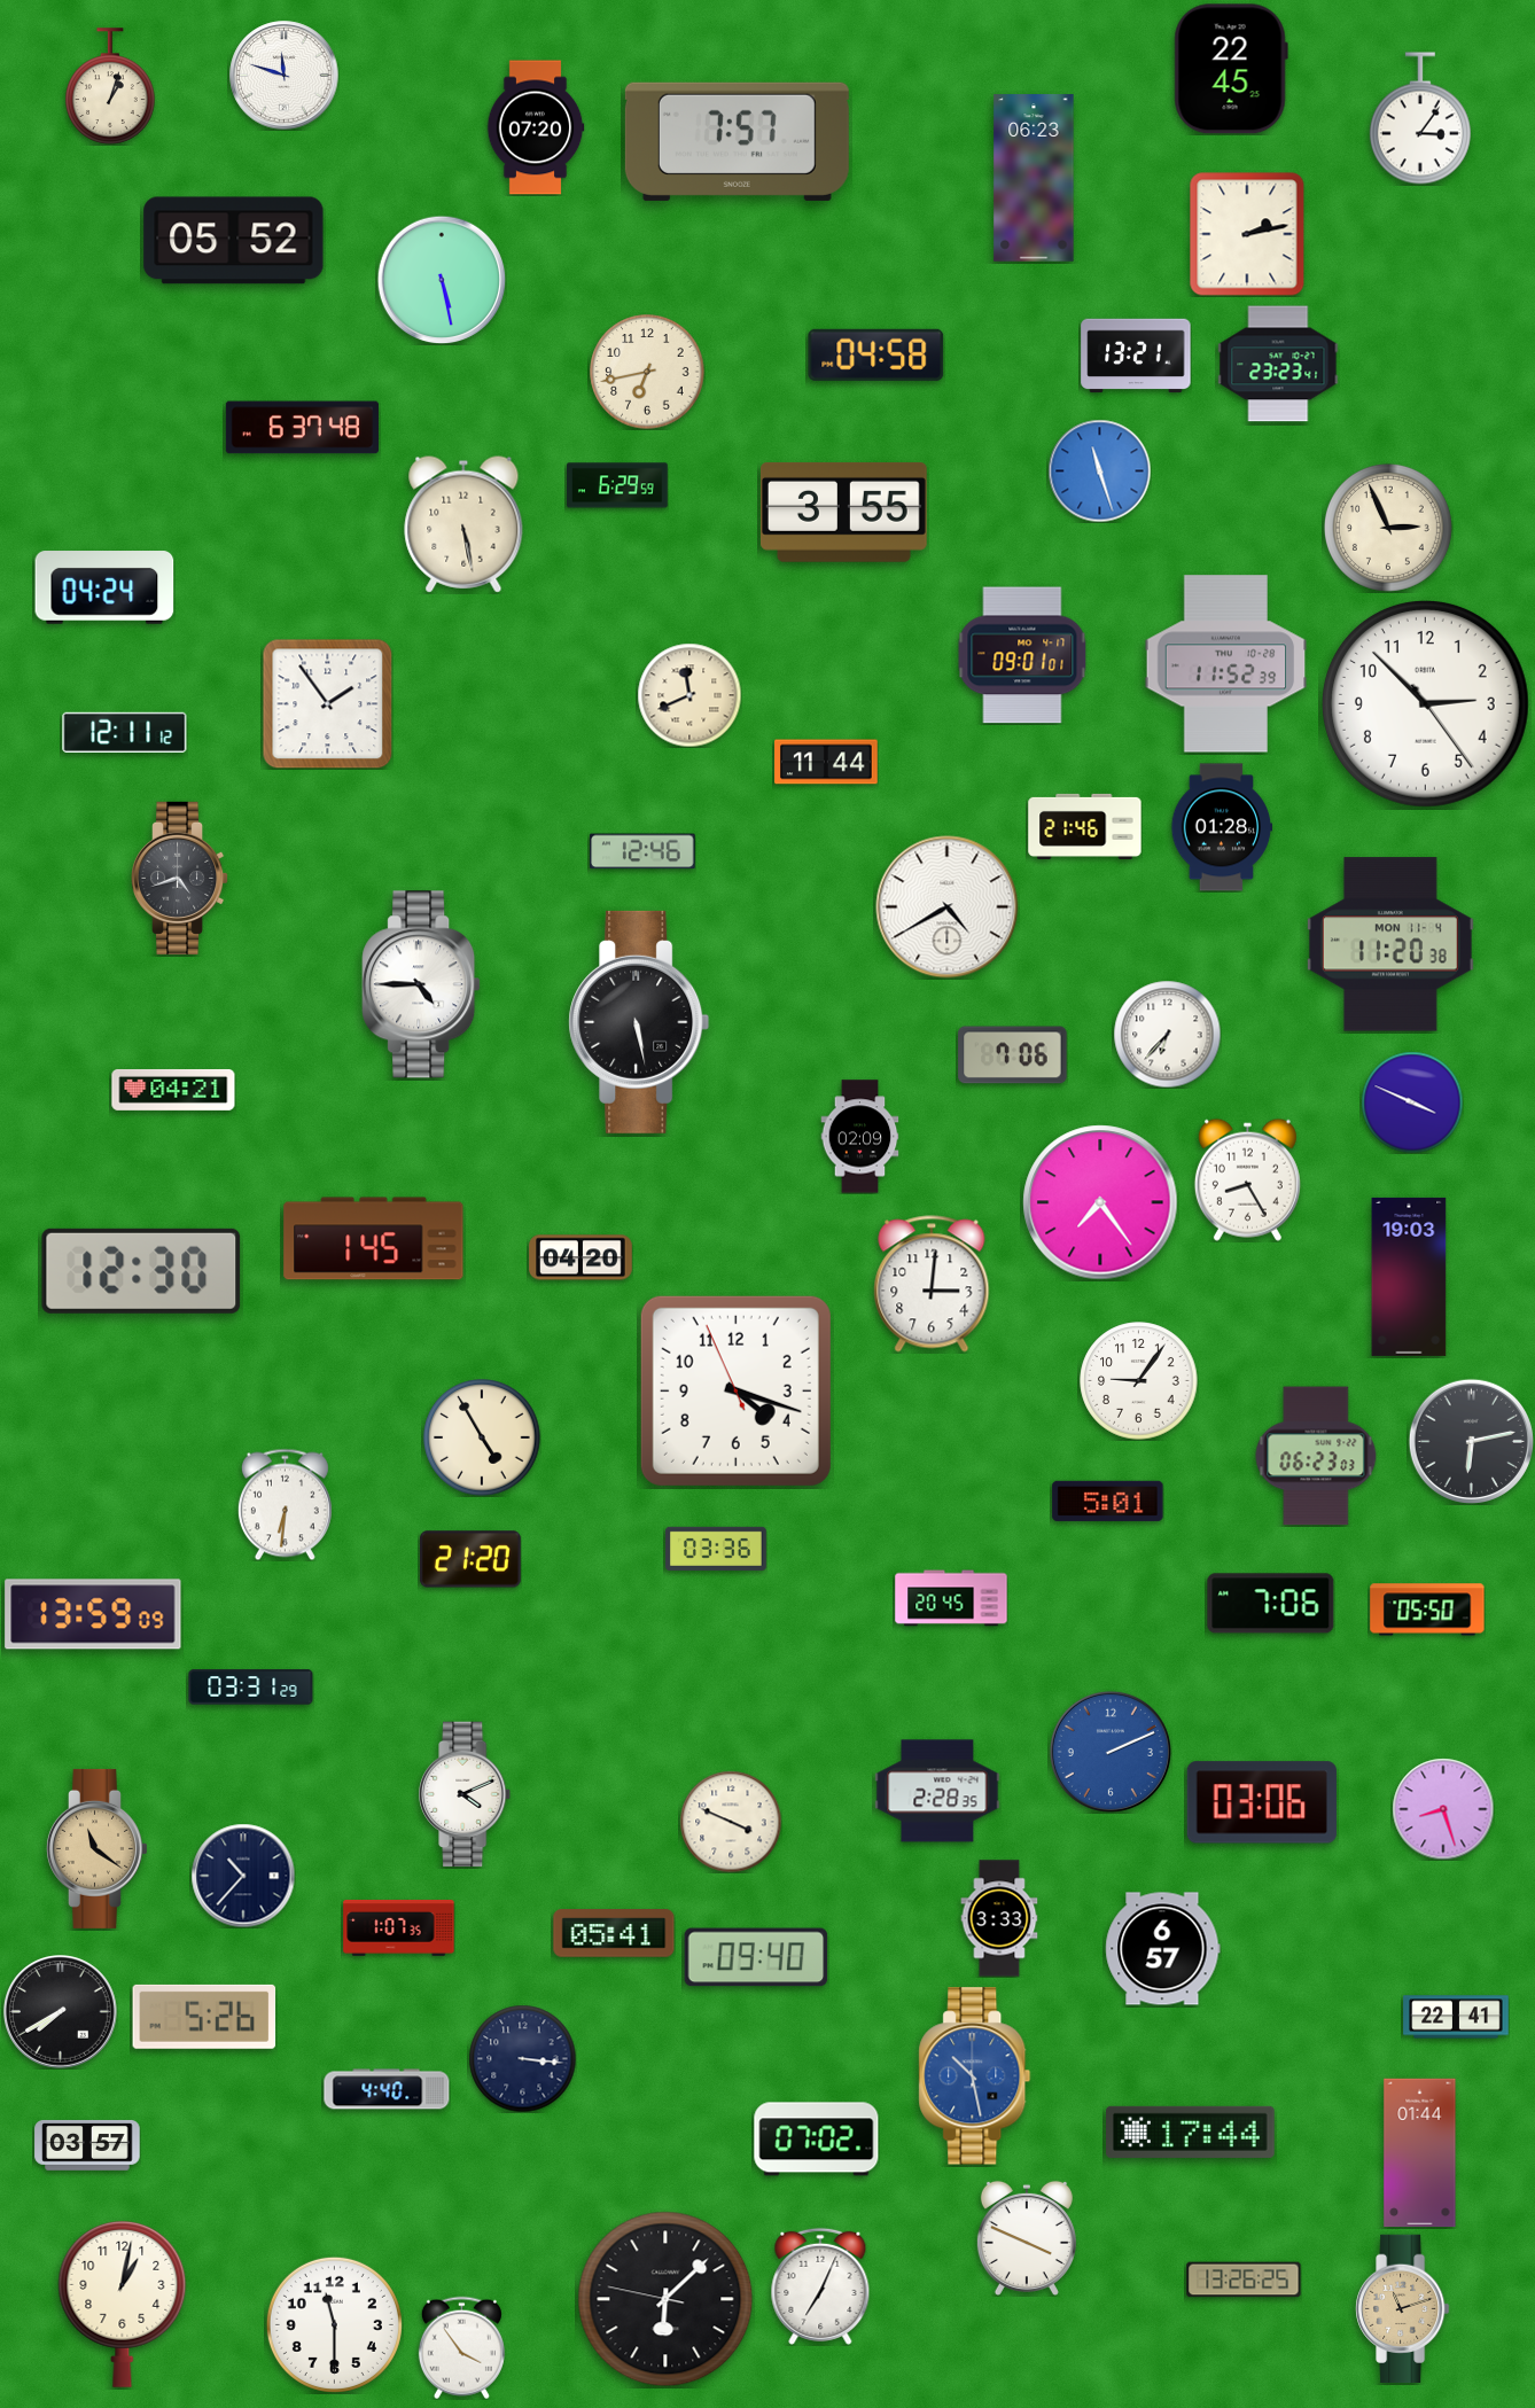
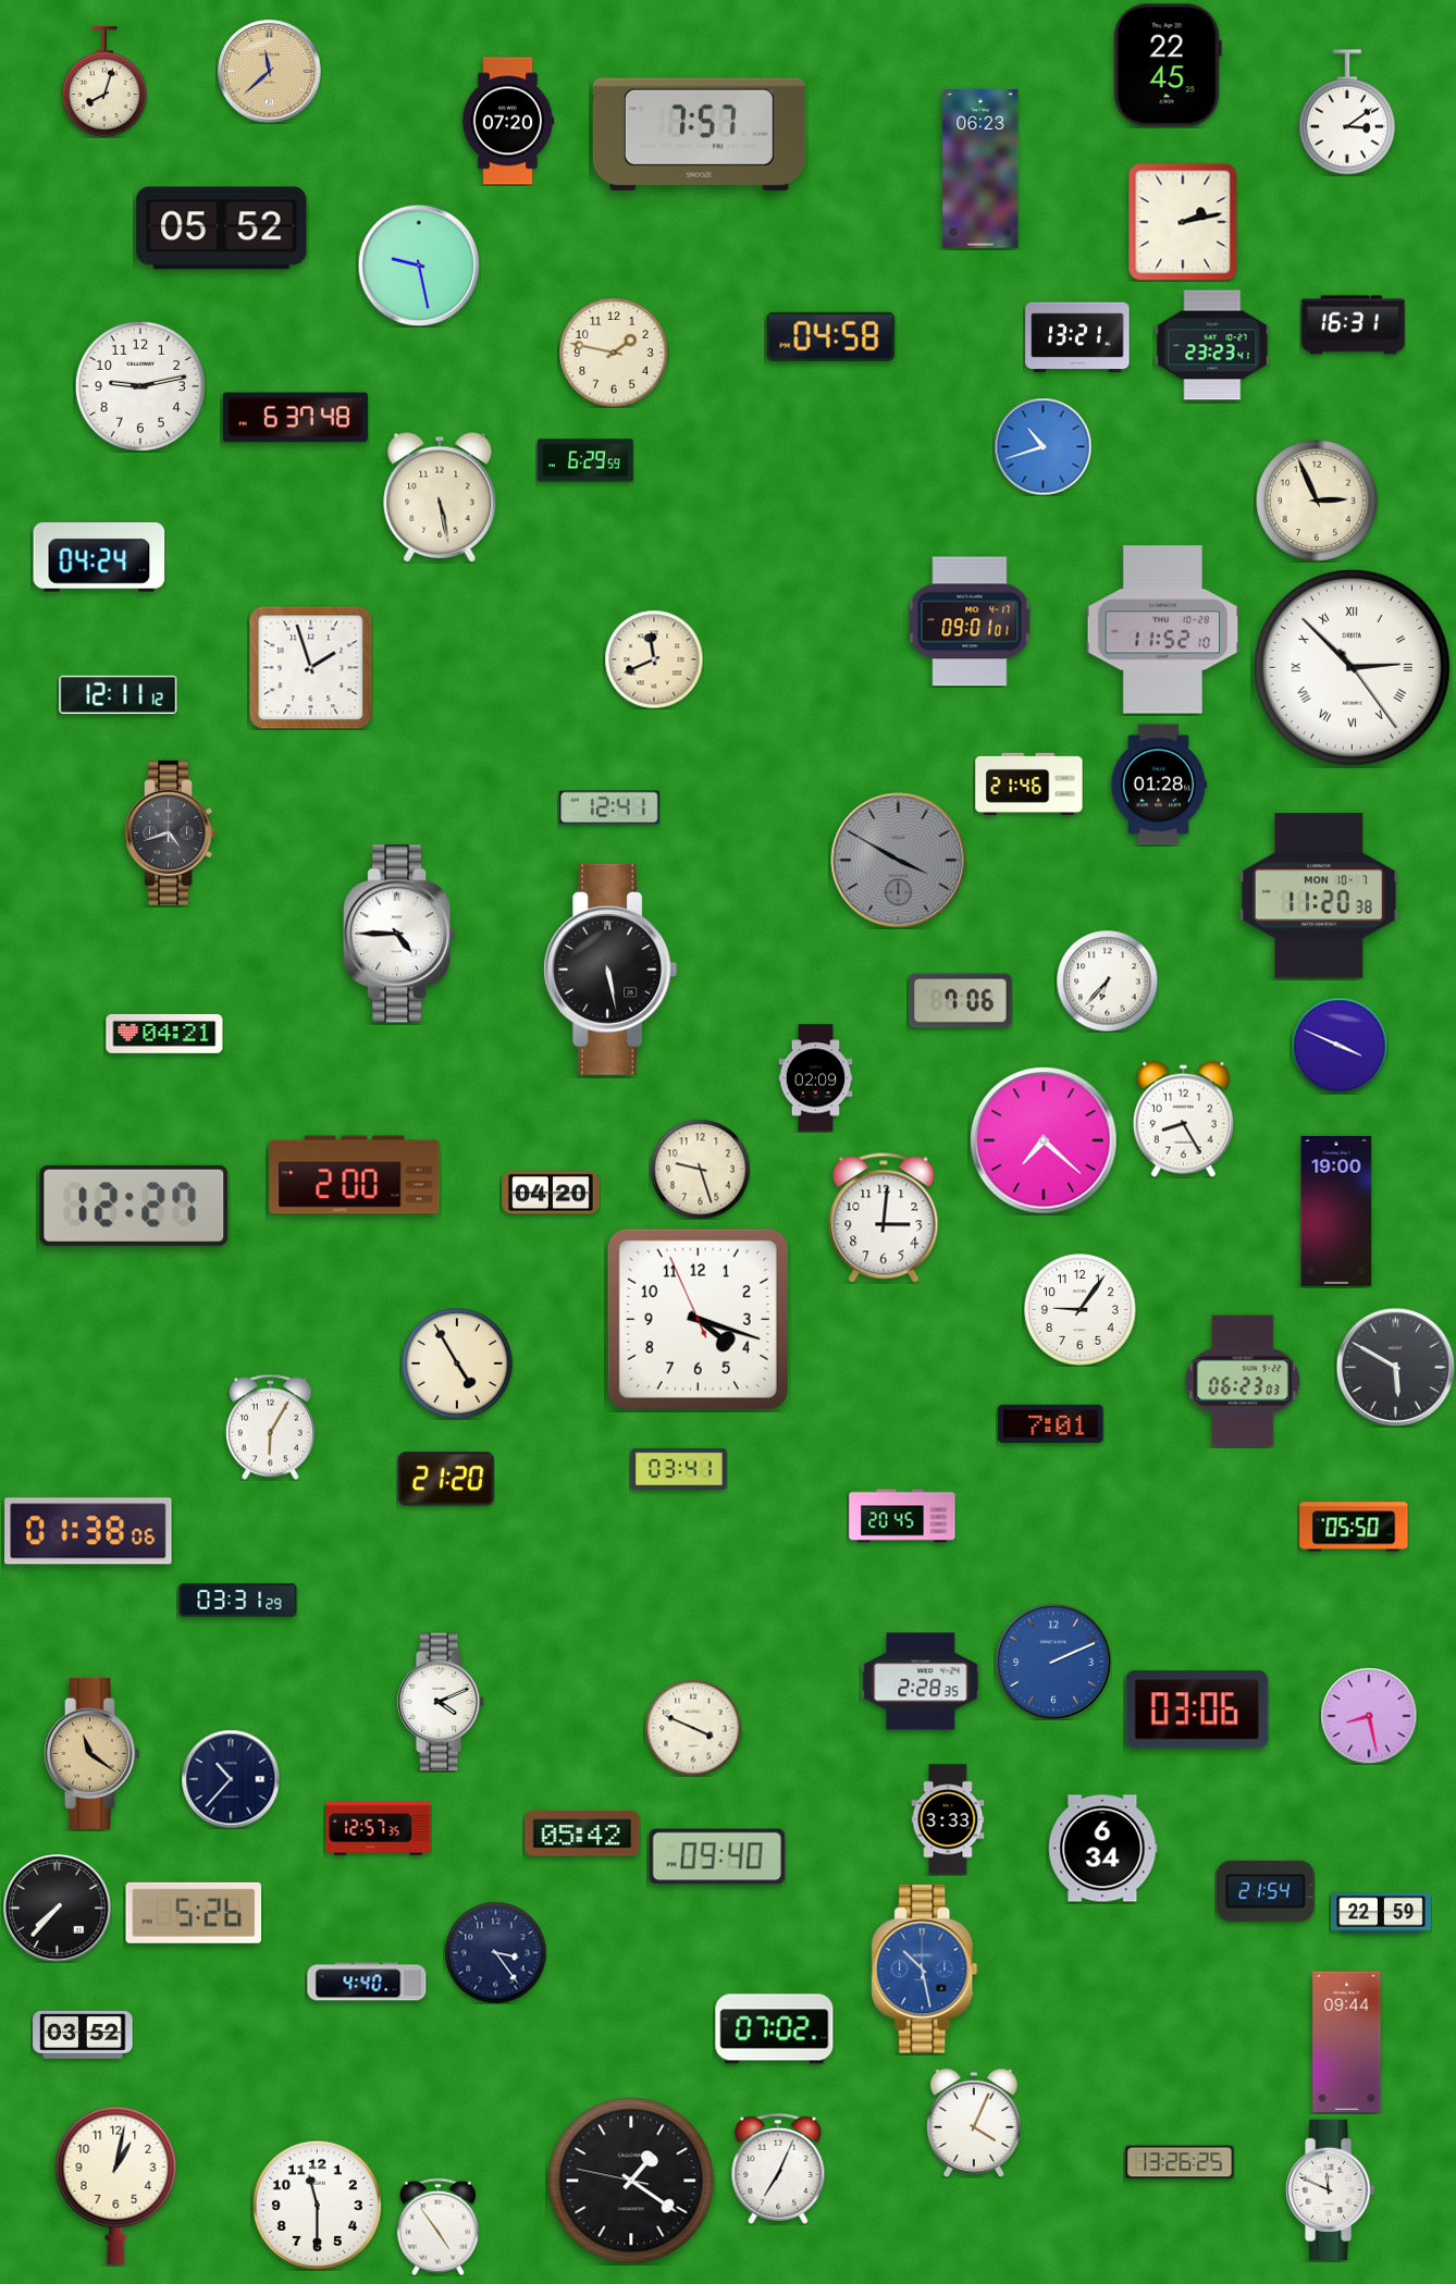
clock at (285, 76): 11:48 -> 11:38
clock at (285, 76) dial: white -> champagne
clock at (110, 86): 1:03 -> 8:03
clock at (1420, 118): 3:06 -> 3:09
clock at (442, 280): 5:28 -> 9:28
clock at (1354, 325): none -> 16:31
clock at (647, 372): 6:43 -> 1:47
clock at (140, 386): none -> 9:13
clock at (302, 428) position: (302, 428) -> (295, 418)
clock at (1099, 470): 11:27 -> 10:42
clock at (843, 512): 3:55 -> none
clock at (1226, 664): 11:52:39 -> 11:52:10
clock at (327, 703): 1:54 -> 1:57
clock at (1426, 704) numerals: Arabic -> Roman
clock at (826, 762): 11:44 -> none
clock at (642, 851): 12:46 -> 12:41
clock at (948, 907): 4:40 -> 3:50
clock at (948, 907) dial: white -> grey
clock at (1390, 944) date: MON 11-4 -> MON 10-7
clock at (639, 1022) position: (639, 1022) -> (610, 970)
clock at (1100, 1202): 7:24 -> 7:22
clock at (700, 1169): none -> 9:27
clock at (374, 1239): 1:45 -> 2:00
clock at (141, 1271): 12:30 -> 12:27
clock at (1409, 1277): 19:03 -> 19:00
clock at (1471, 1441): 6:13 -> 5:50
clock at (1316, 1456) position: (1316, 1456) -> (1243, 1381)
clock at (1108, 1501): 5:01 -> 7:01
clock at (285, 1504): 6:31 -> 6:05
clock at (717, 1549): 03:36 -> 03:41
clock at (1271, 1604): 7:06 -> none
clock at (93, 1614): 13:59 -> 01:38
clock at (937, 1791) position: (937, 1791) -> (921, 1681)
clock at (1443, 1809): 8:27 -> 8:28
clock at (399, 1927): 1:07 -> 12:57
clock at (614, 1933): 05:41 -> 05:42
clock at (1163, 1949): 6:57 -> 6:34
clock at (1266, 1891): none -> 21:54
clock at (61, 2012): 7:40 -> 7:37
clock at (1456, 2017): 22:41 -> 22:59
clock at (522, 2058): 3:16 -> 3:24
clock at (1191, 2132): 17:44 -> none
clock at (87, 2145): 03:57 -> 03:52
clock at (1420, 2153): 01:44 -> 09:44
clock at (1027, 2237): 3:49 -> 4:04
clock at (665, 2299): 6:07 -> 1:20
clock at (1403, 2309): 11:12 -> 11:49
clock at (1403, 2309) dial: champagne -> white
clock at (461, 2347): 3:54 -> 4:54
